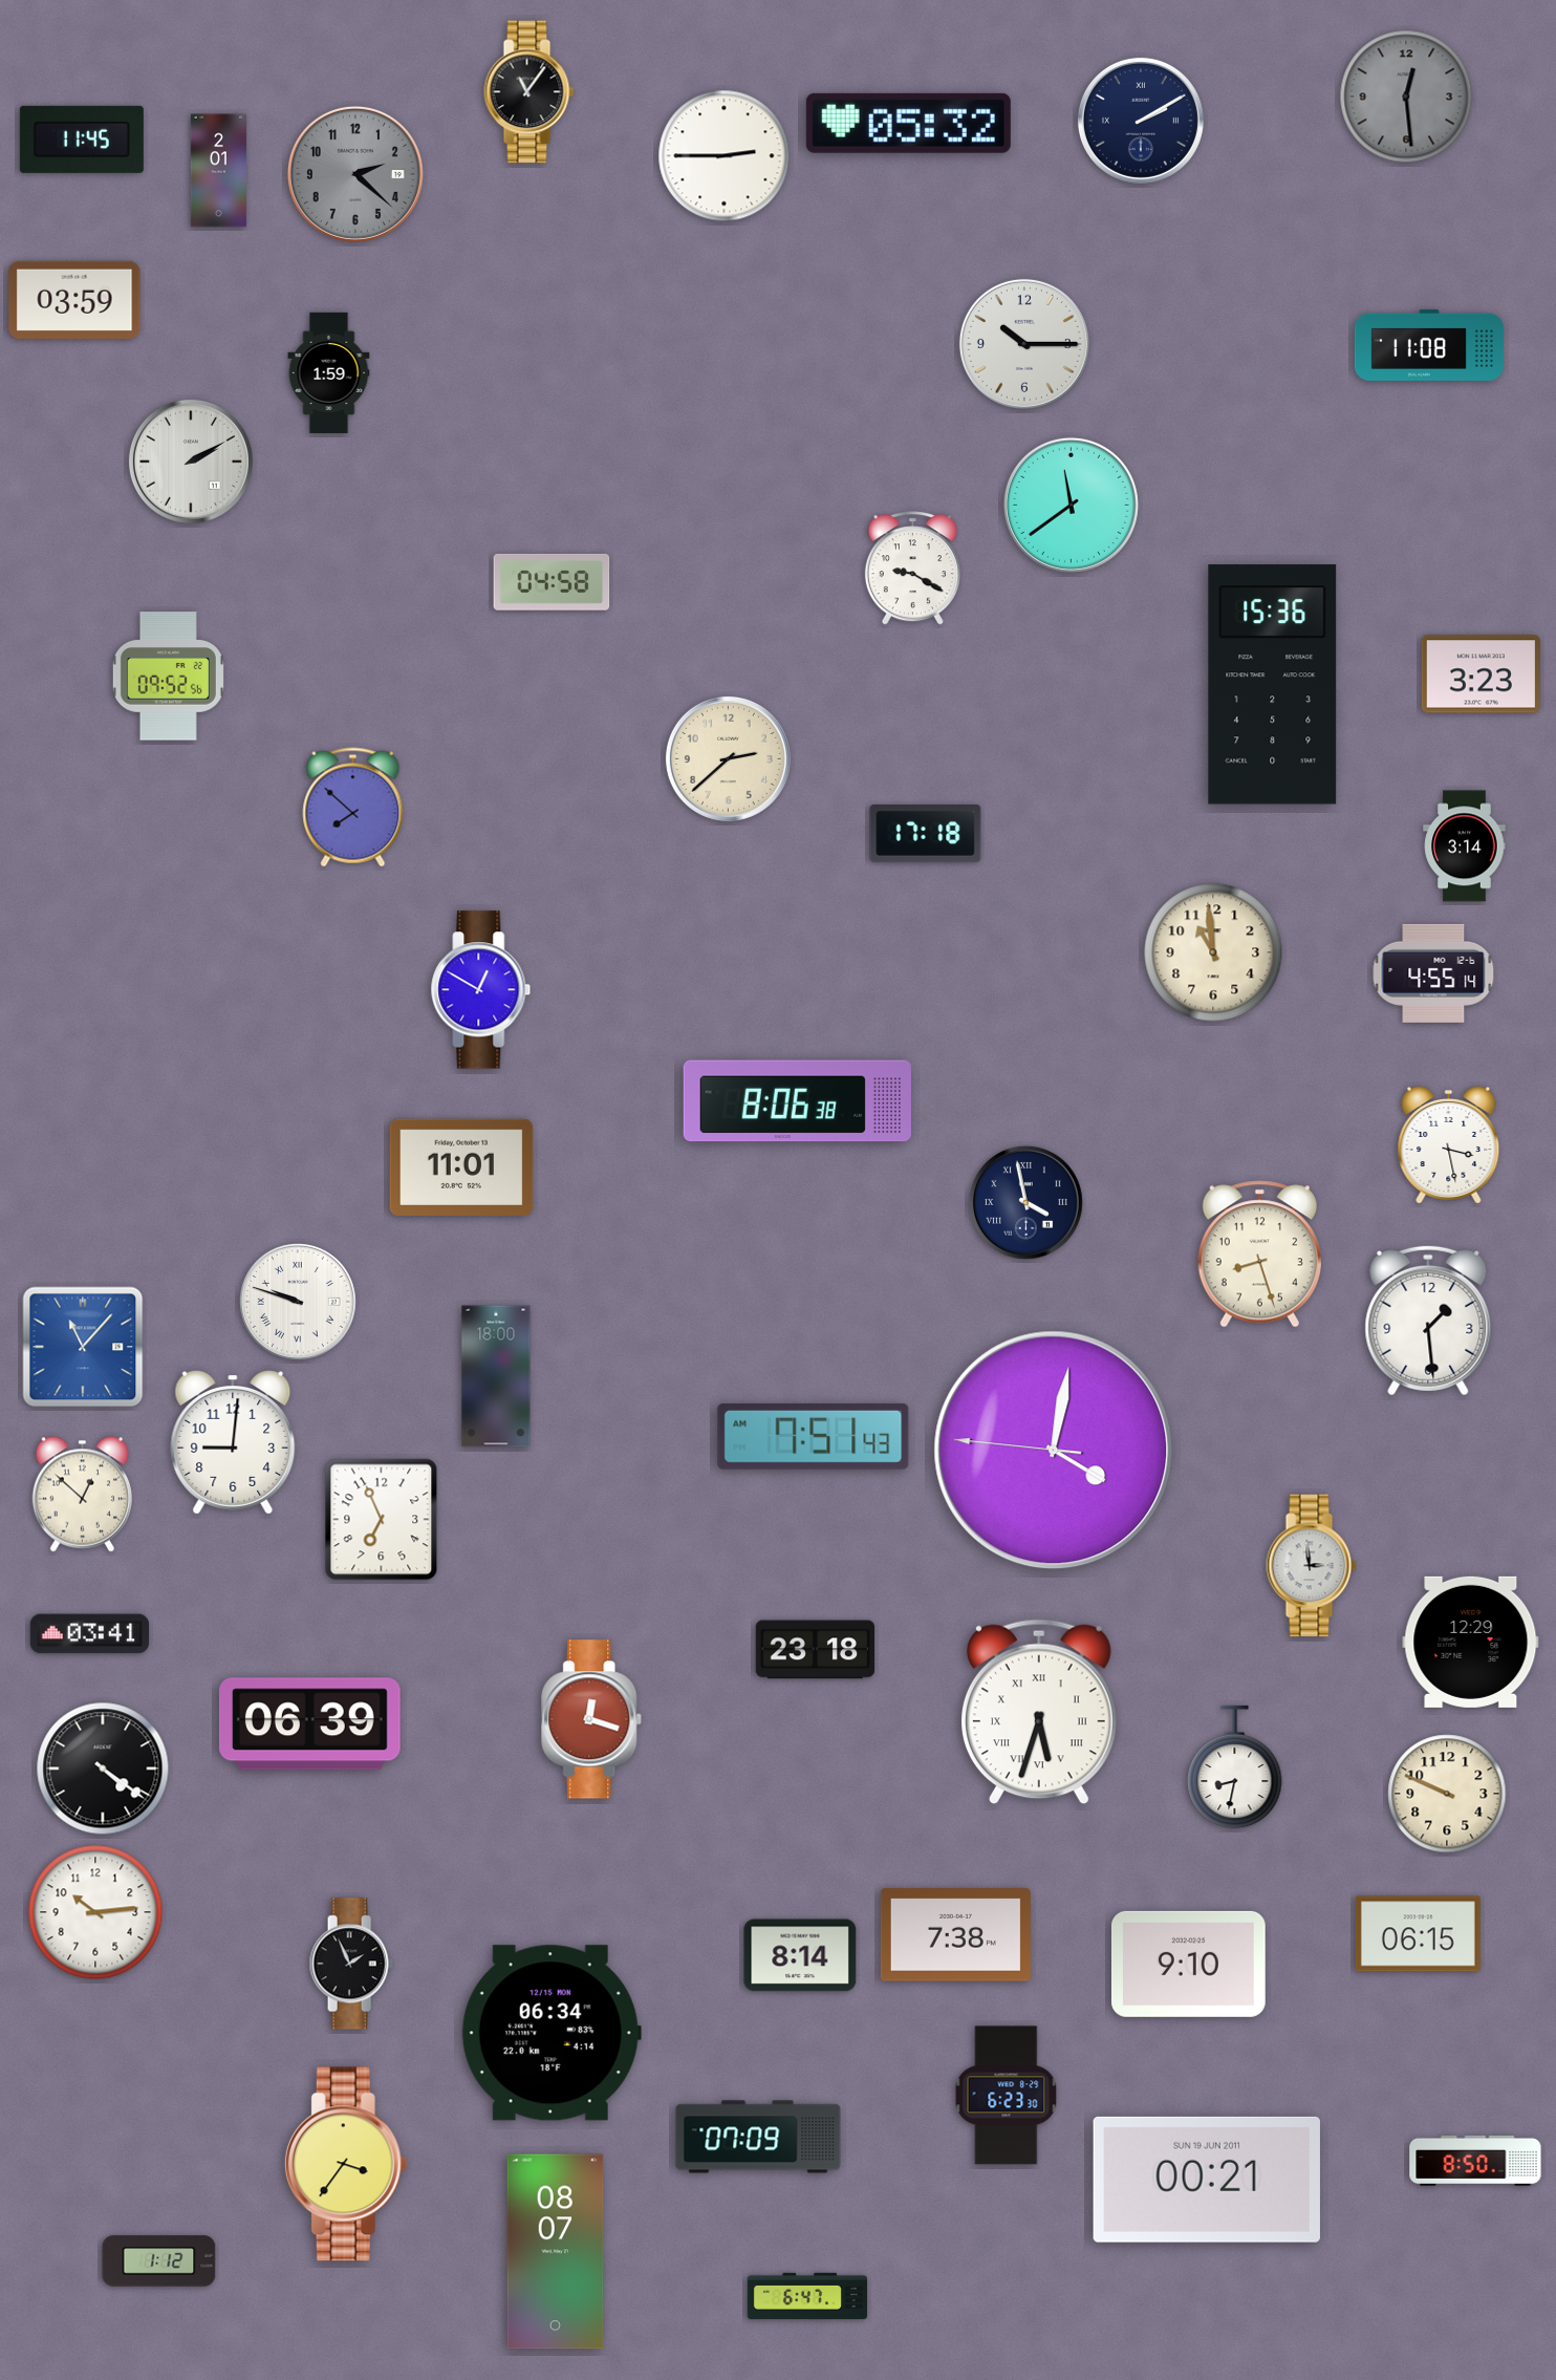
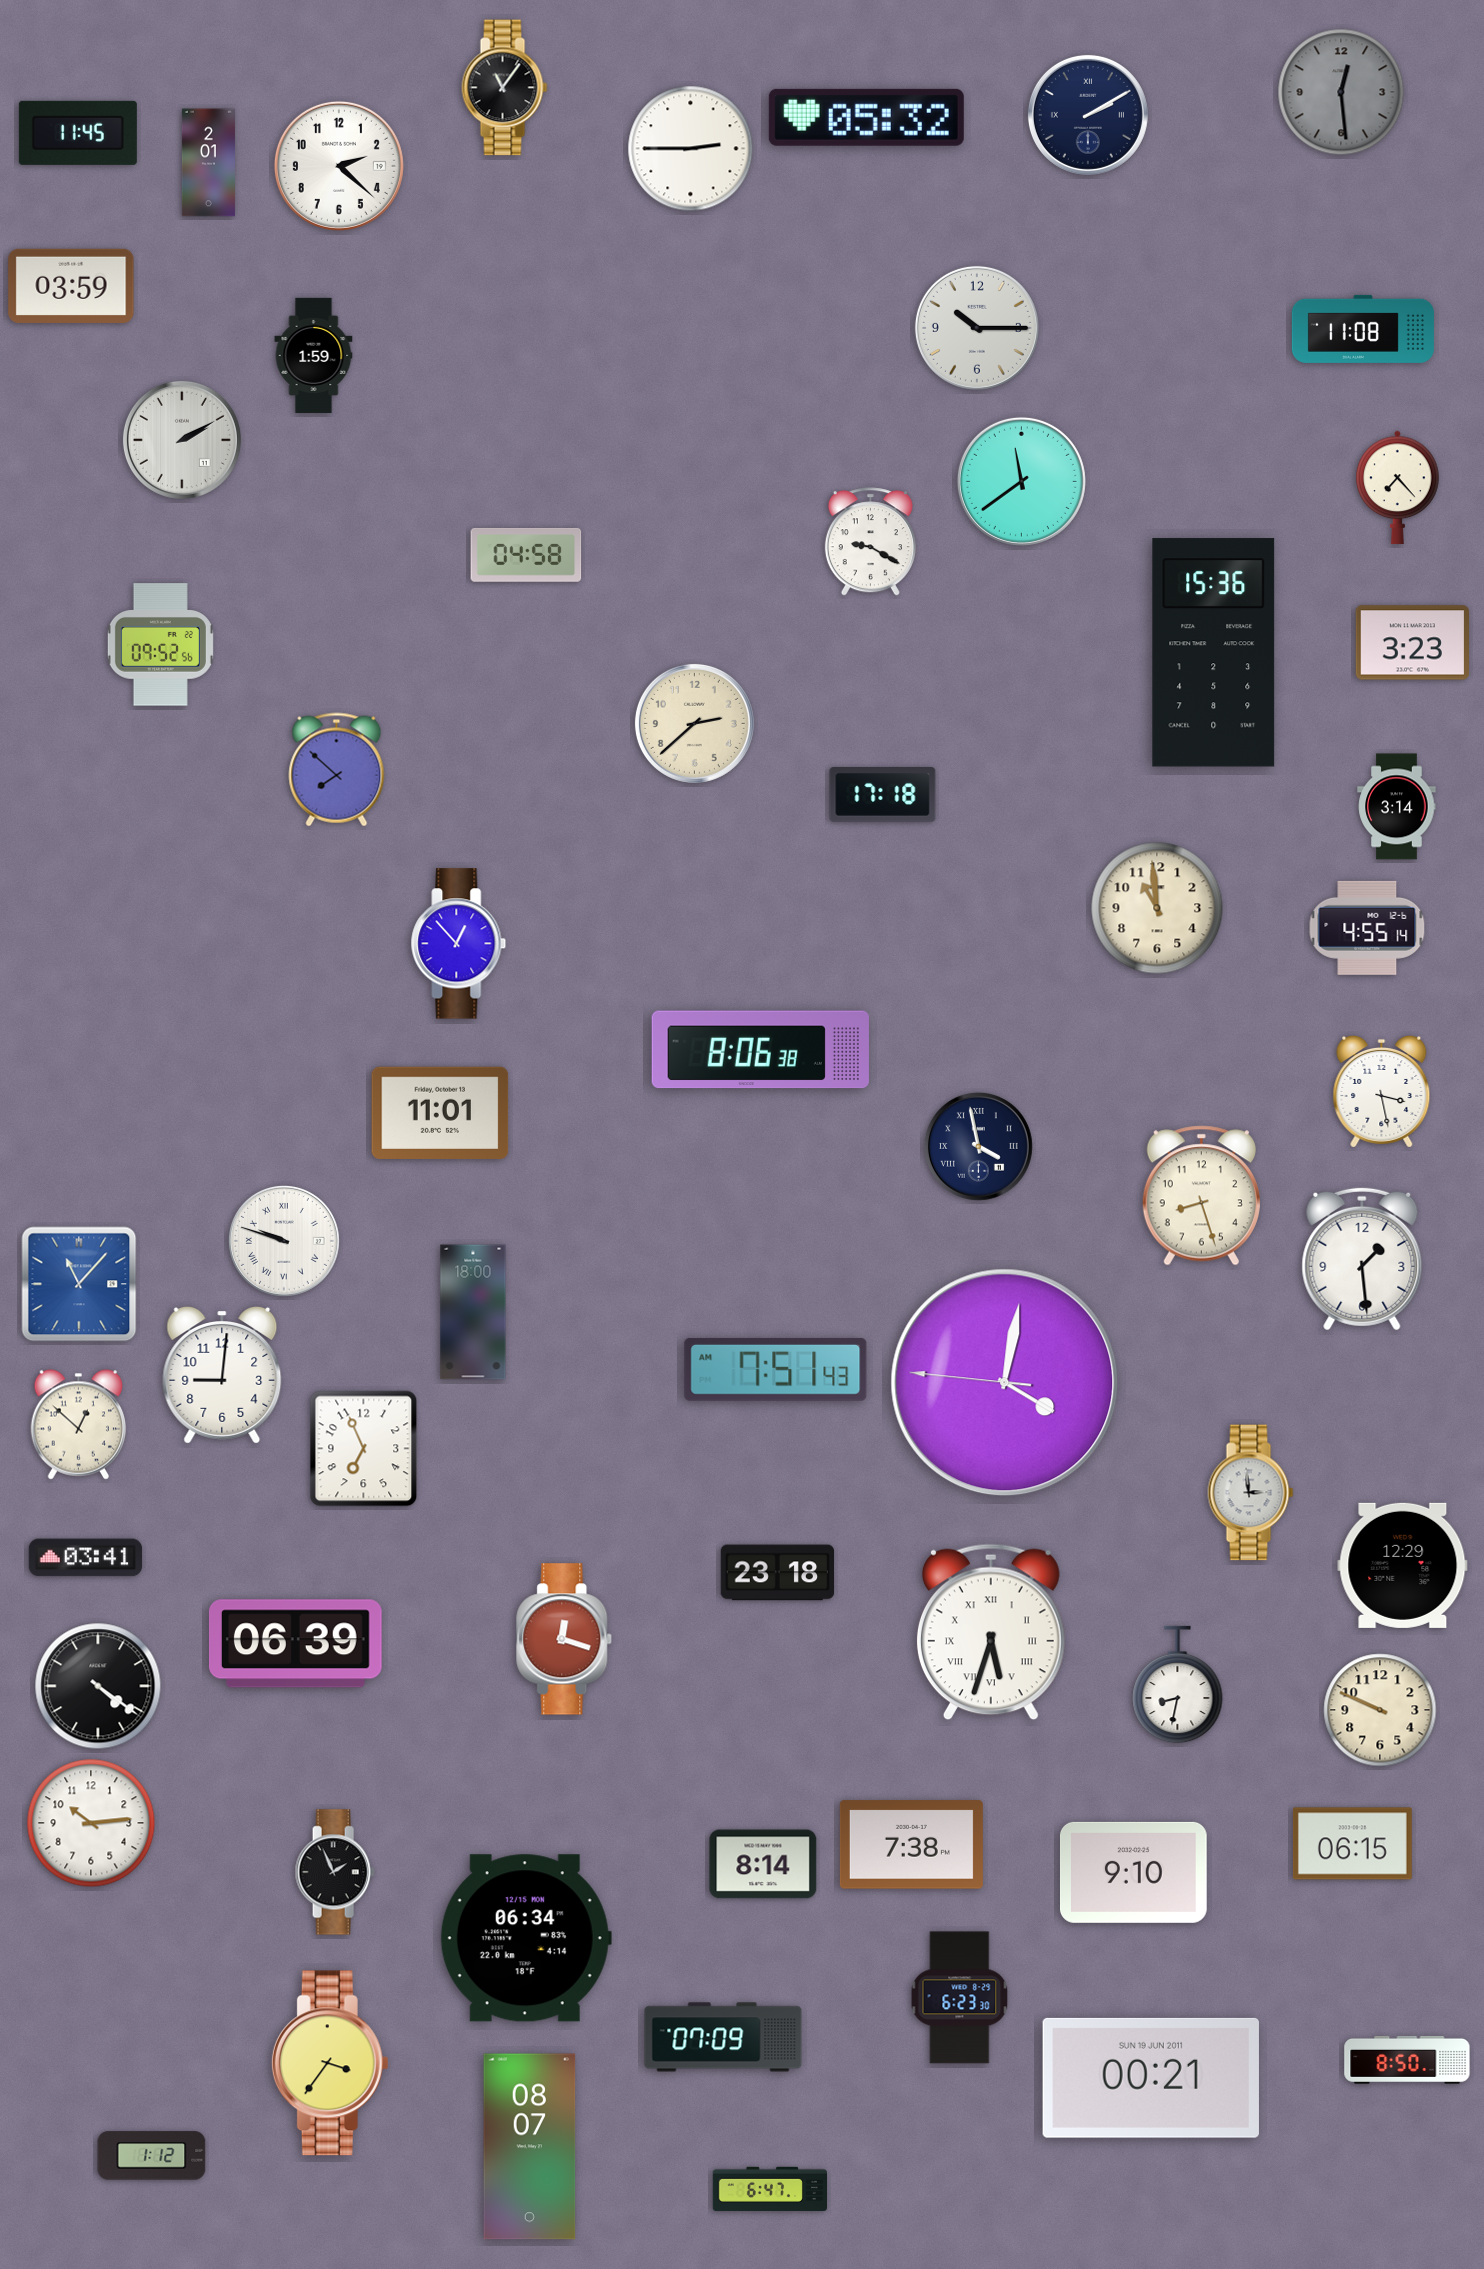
clock at (355, 174) dial: grey -> white
clock at (1398, 488): none -> 7:23
clock at (481, 990): 12:50 -> 12:53
